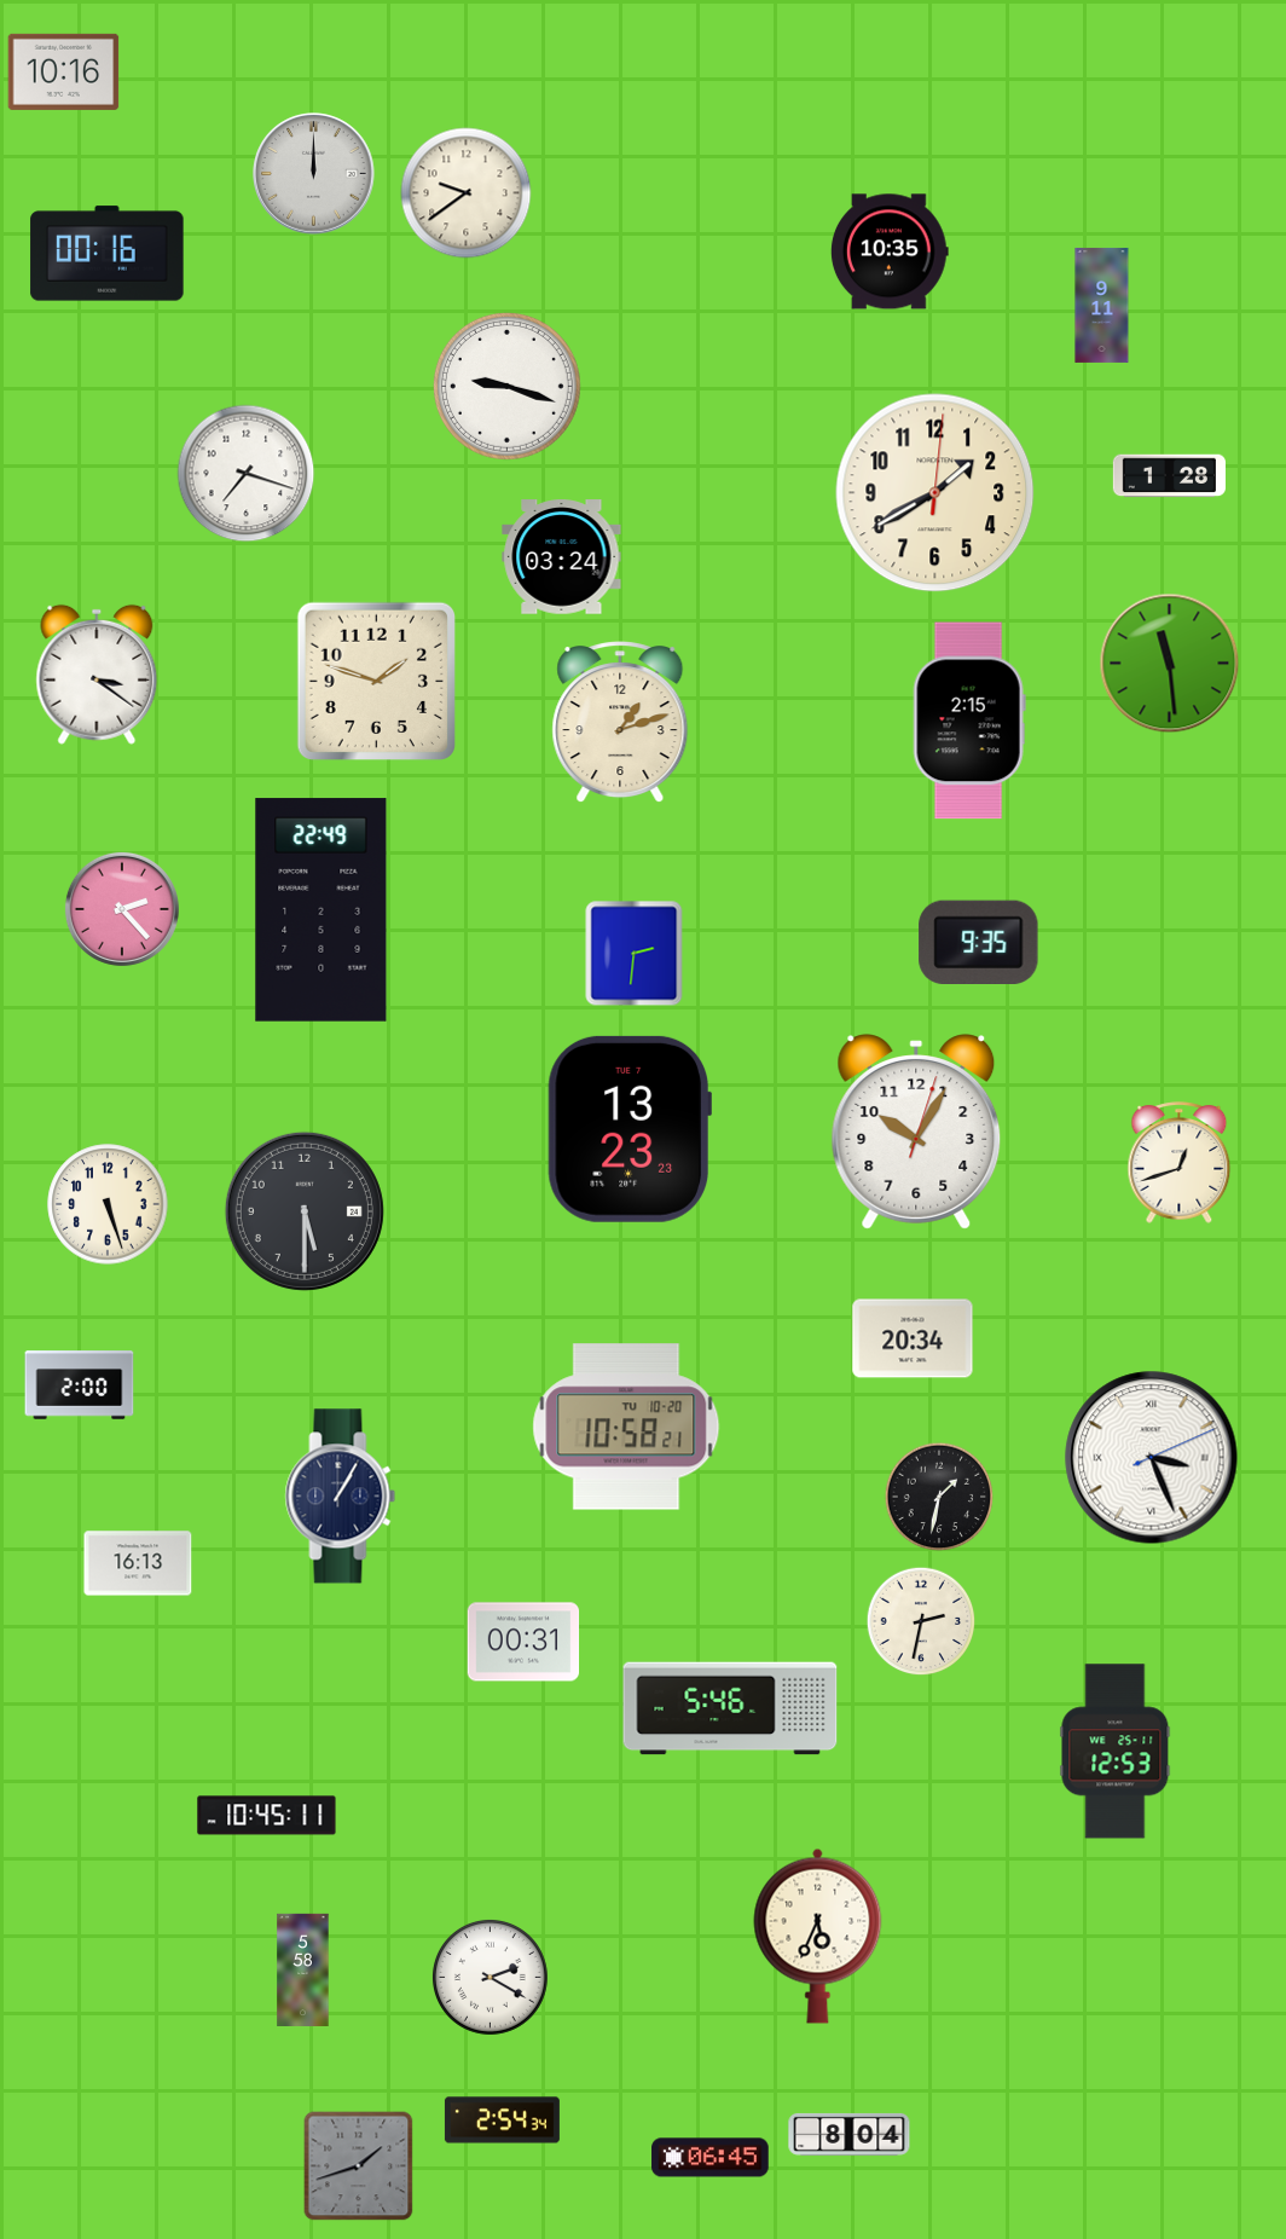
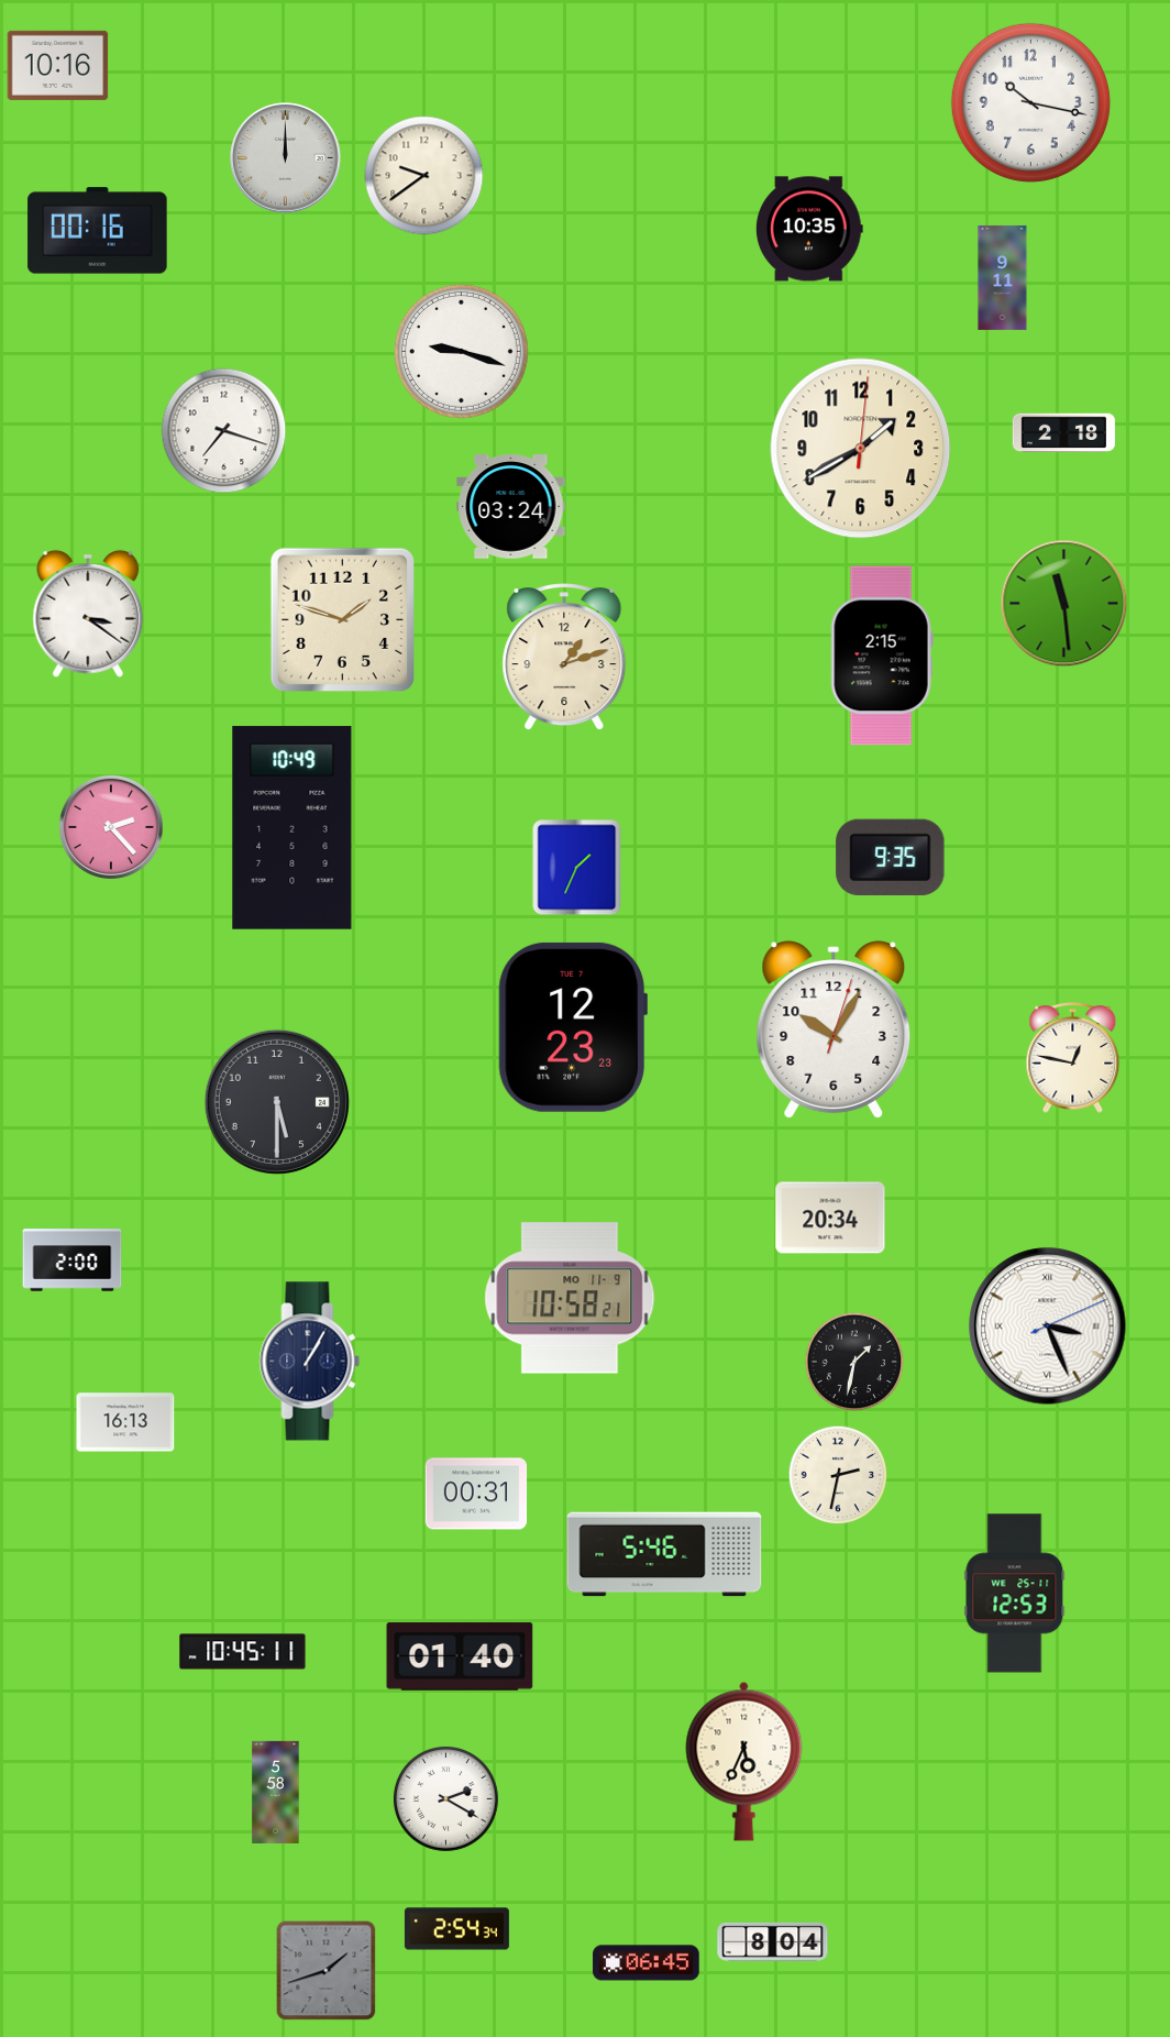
clock at (1030, 102): none -> 10:17
clock at (1169, 476): 1:28 -> 2:18
clock at (935, 493) position: (935, 493) -> (861, 449)
clock at (321, 910): 22:49 -> 10:49
clock at (635, 954): 2:31 -> 1:34
clock at (630, 1129): 13:23 -> 12:23
clock at (1180, 1163): 12:42 -> 12:47
clock at (108, 1204): 5:27 -> none
clock at (626, 1427) date: TU 10-20 -> MO 11-9
clock at (460, 1656): none -> 01:40
